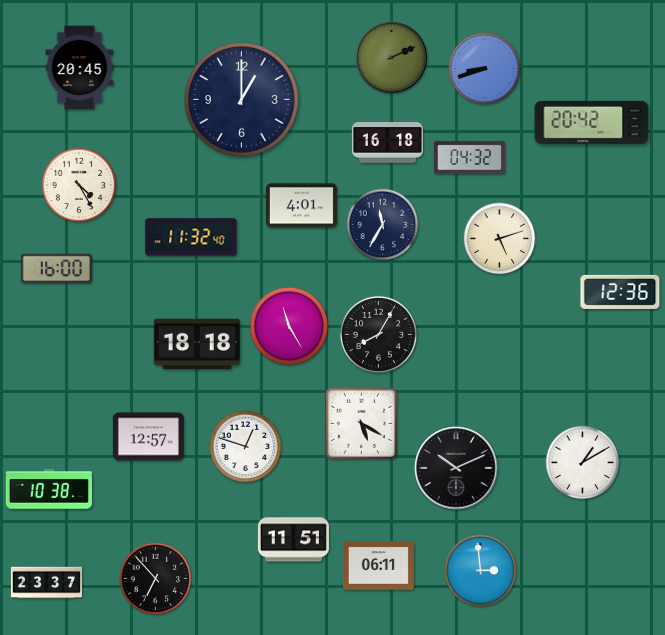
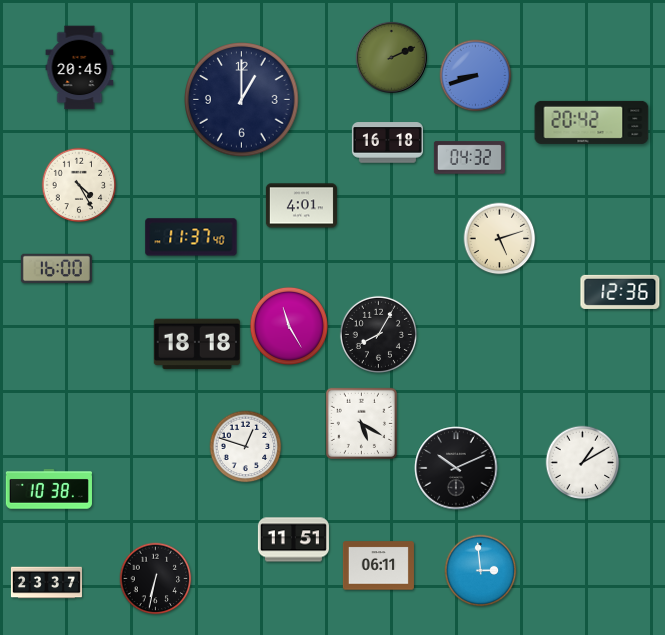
clock at (485, 69) position: (485, 69) -> (476, 76)
clock at (383, 225): 11:35 -> none
clock at (191, 237): 11:32 -> 11:37
clock at (148, 437): 12:57 -> none
clock at (156, 579): 6:53 -> 6:32
